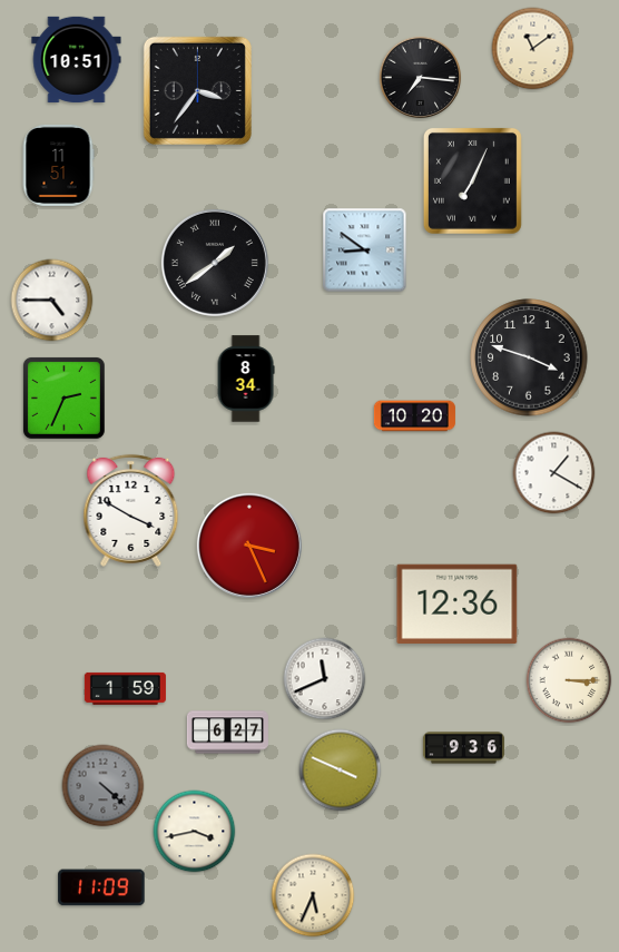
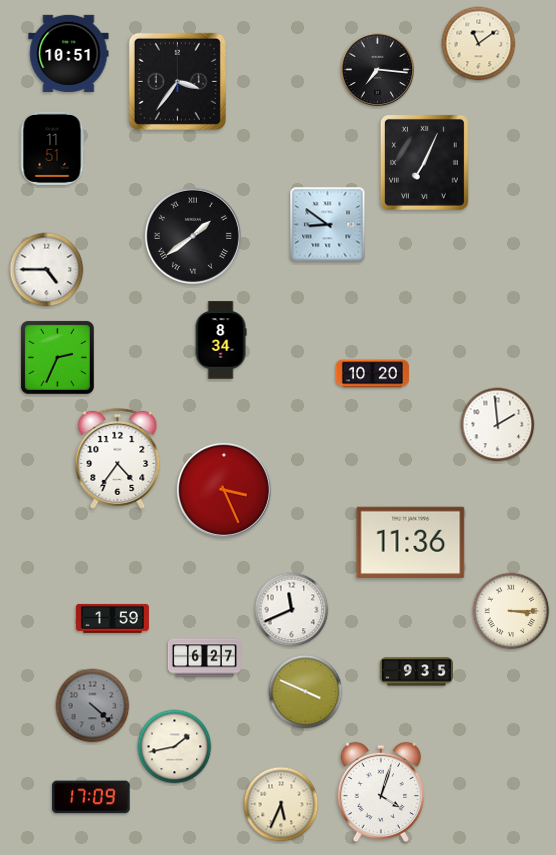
clock at (529, 357): 3:48 -> none
clock at (554, 473): 1:20 -> 1:59
clock at (131, 510): 3:50 -> 4:36
clock at (458, 603): 12:36 -> 11:36
clock at (463, 748): 9:36 -> 9:35
clock at (195, 832): 3:43 -> 1:43
clock at (381, 792): none -> 4:03
clock at (101, 887): 11:09 -> 17:09
